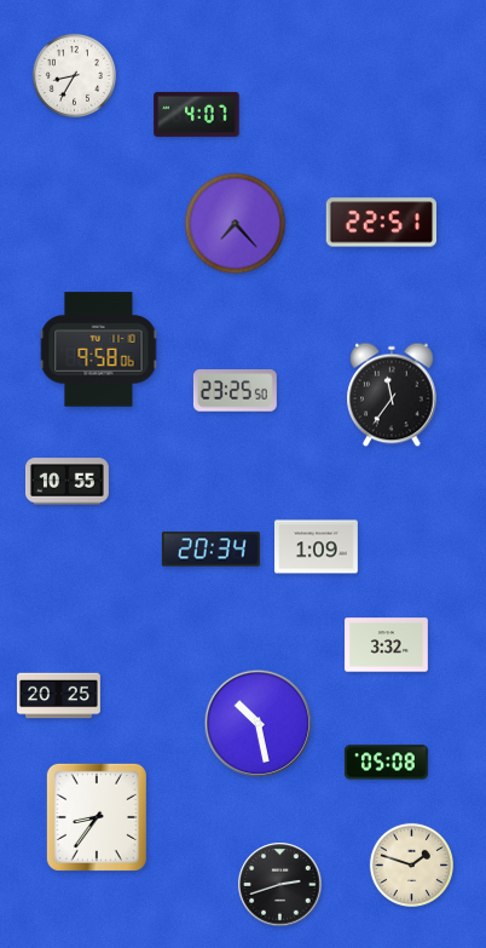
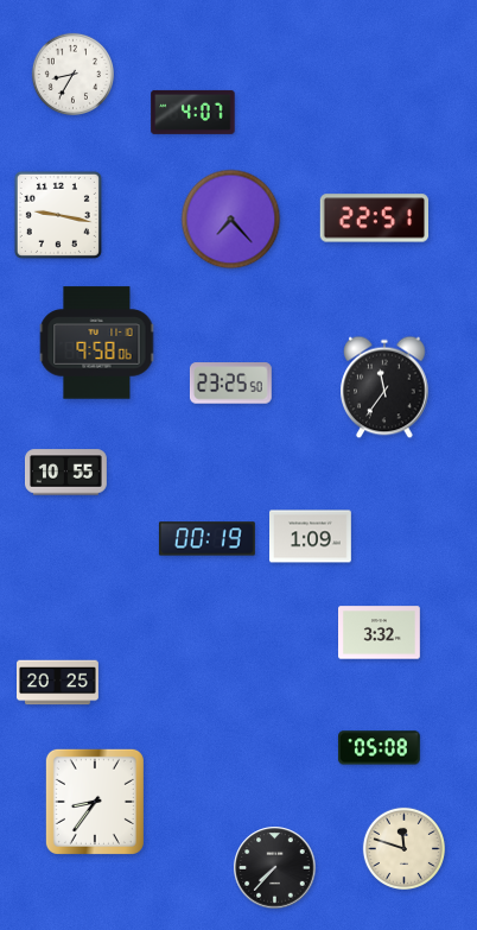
clock at (58, 215): none -> 9:17
clock at (210, 550): 20:34 -> 00:19
clock at (259, 724): 10:28 -> none
clock at (411, 864): 1:48 -> 11:48
clock at (280, 885): 2:42 -> 7:37
